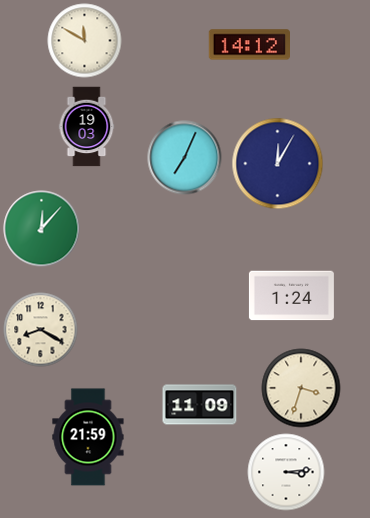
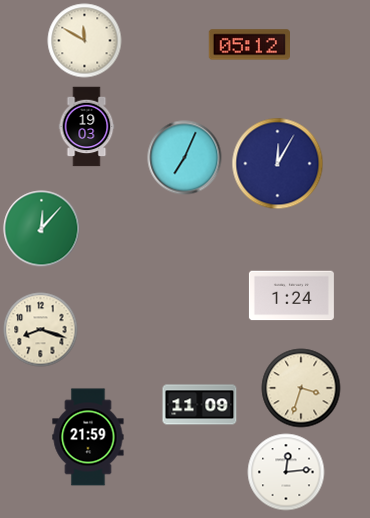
clock at (249, 45): 14:12 -> 05:12
clock at (41, 330): 8:20 -> 8:18
clock at (286, 472): 3:14 -> 12:14
